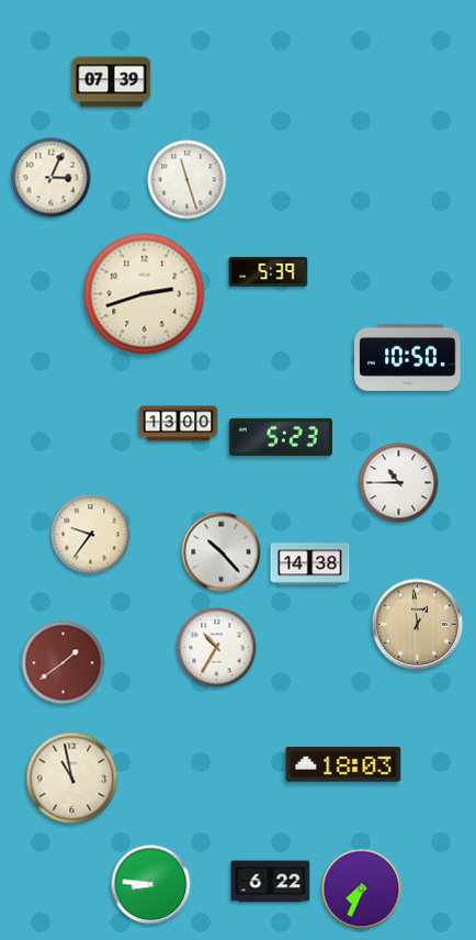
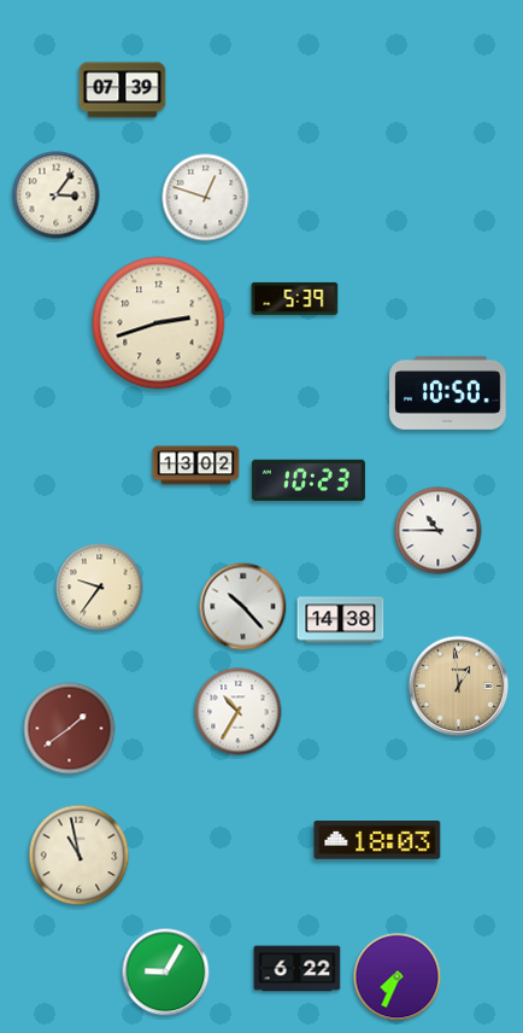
clock at (52, 178): 3:04 -> 3:06
clock at (188, 180): 11:27 -> 12:48
clock at (179, 424): 13:00 -> 13:02
clock at (281, 437): 5:23 -> 10:23
clock at (151, 885): 8:46 -> 9:05
